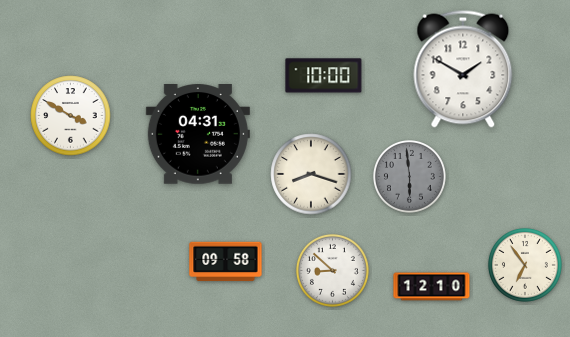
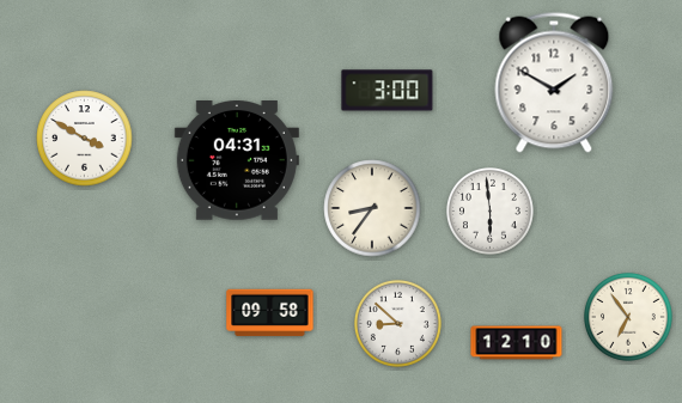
clock at (324, 76): 10:00 -> 3:00
clock at (311, 174): 8:18 -> 8:36
clock at (409, 176) dial: grey -> white
